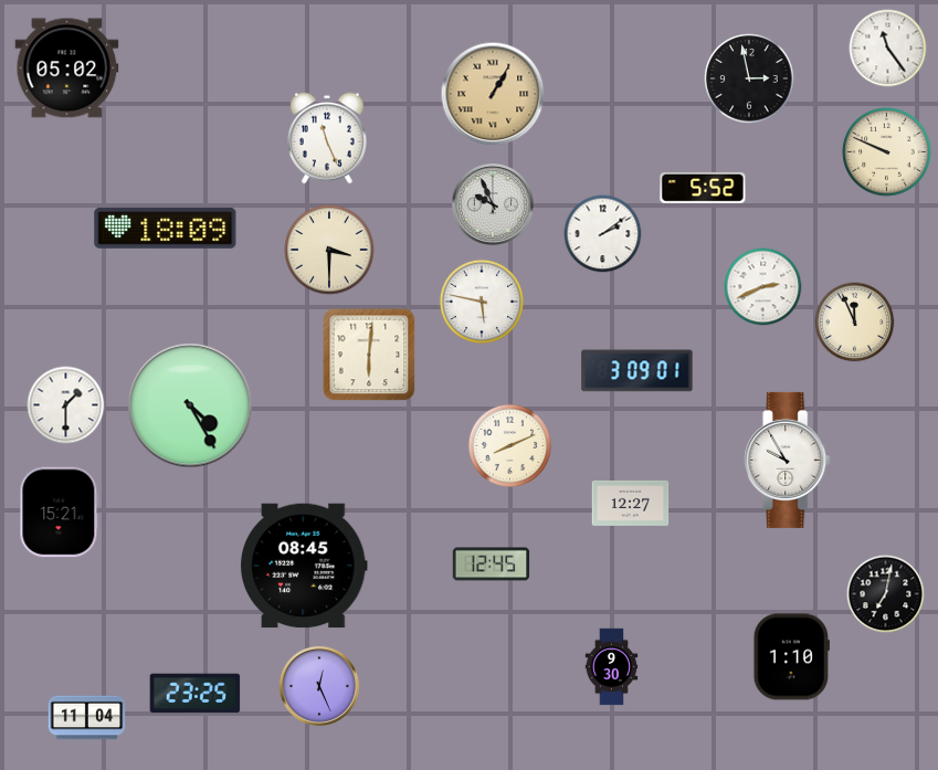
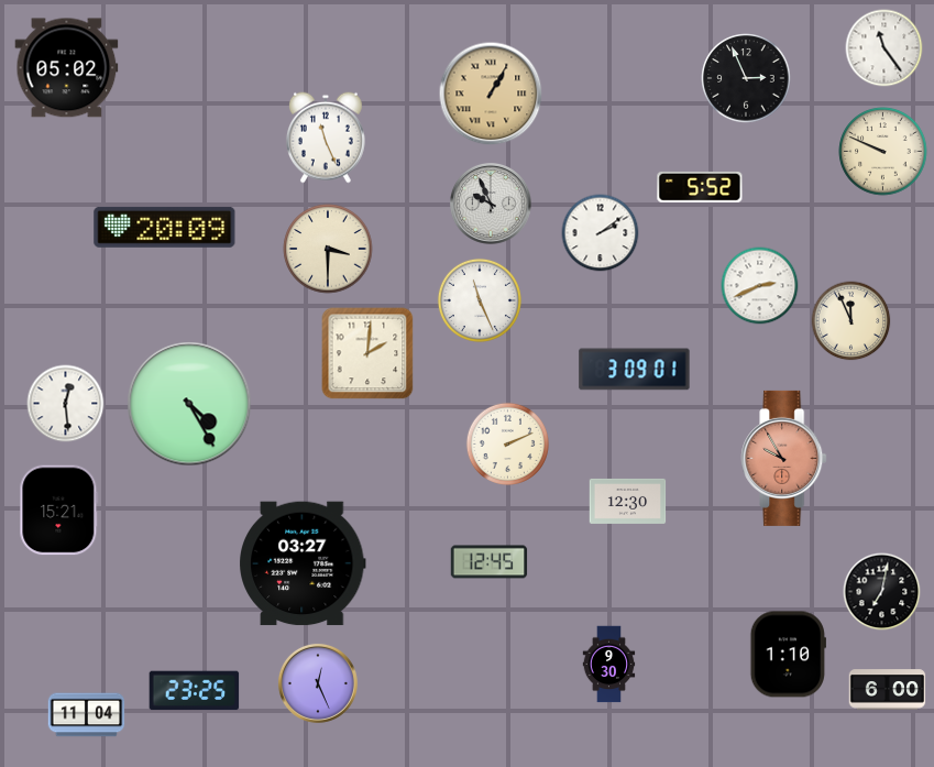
clock at (749, 78): 2:58 -> 2:56
clock at (166, 228): 18:09 -> 20:09
clock at (482, 302): 5:47 -> 11:26
clock at (369, 355): 6:01 -> 2:01
clock at (66, 405): 1:30 -> 12:29
clock at (509, 445): 8:11 -> 2:11
clock at (788, 460) dial: white -> salmon
clock at (631, 503): 12:27 -> 12:30
clock at (304, 566): 08:45 -> 03:27
clock at (888, 690): none -> 6:00
